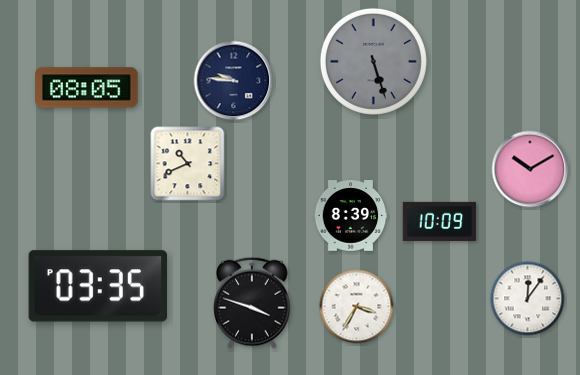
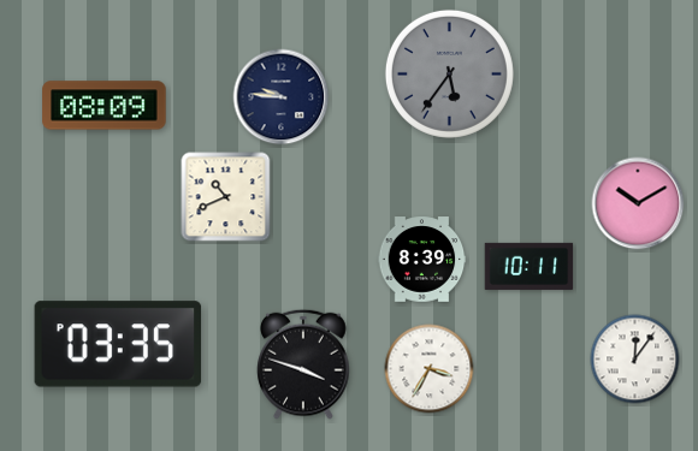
clock at (373, 61): 5:27 -> 5:36
clock at (87, 88): 08:05 -> 08:09
clock at (440, 221): 10:09 -> 10:11
